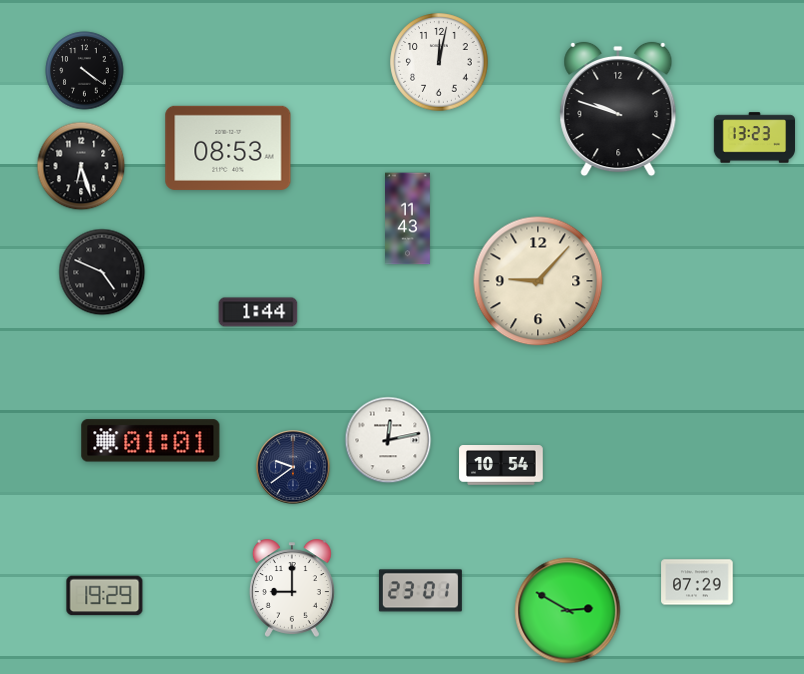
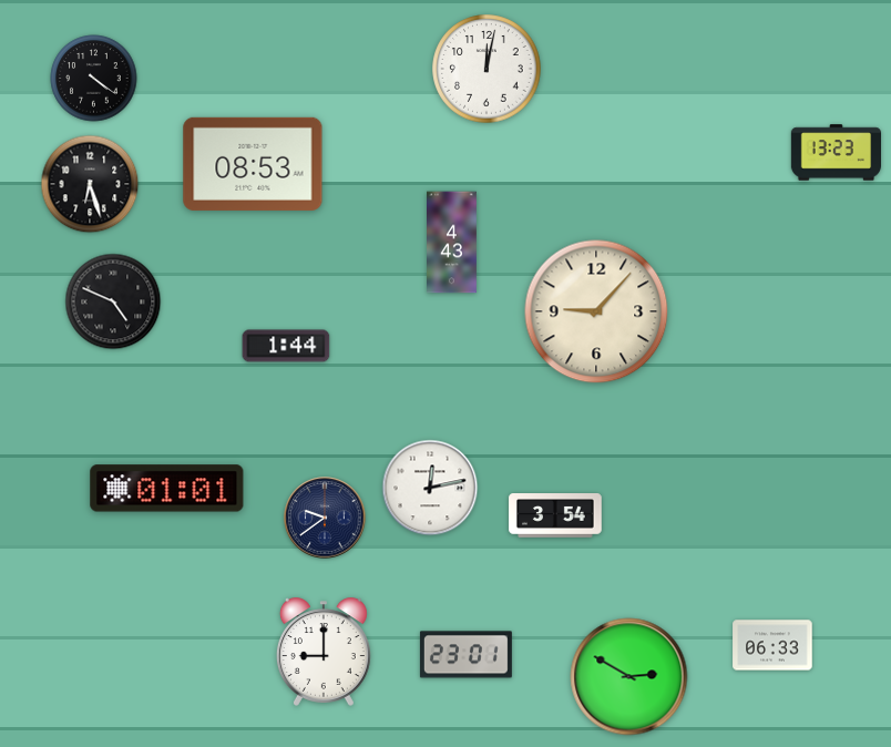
clock at (618, 109): 9:48 -> none
clock at (408, 219): 11:43 -> 4:43
clock at (501, 466): 10:54 -> 3:54
clock at (697, 582): 07:29 -> 06:33
clock at (105, 596): 19:29 -> none
